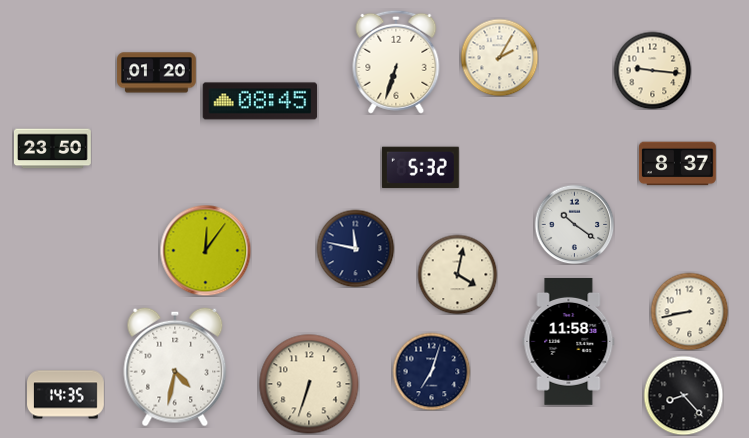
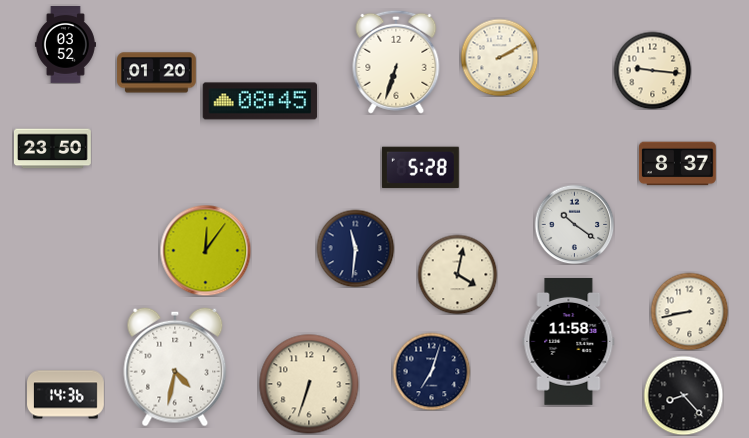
clock at (65, 45): none -> 03:52
clock at (499, 57): 2:05 -> 2:10
clock at (420, 168): 5:32 -> 5:28
clock at (355, 248): 11:47 -> 11:31
clock at (66, 395): 14:35 -> 14:36
